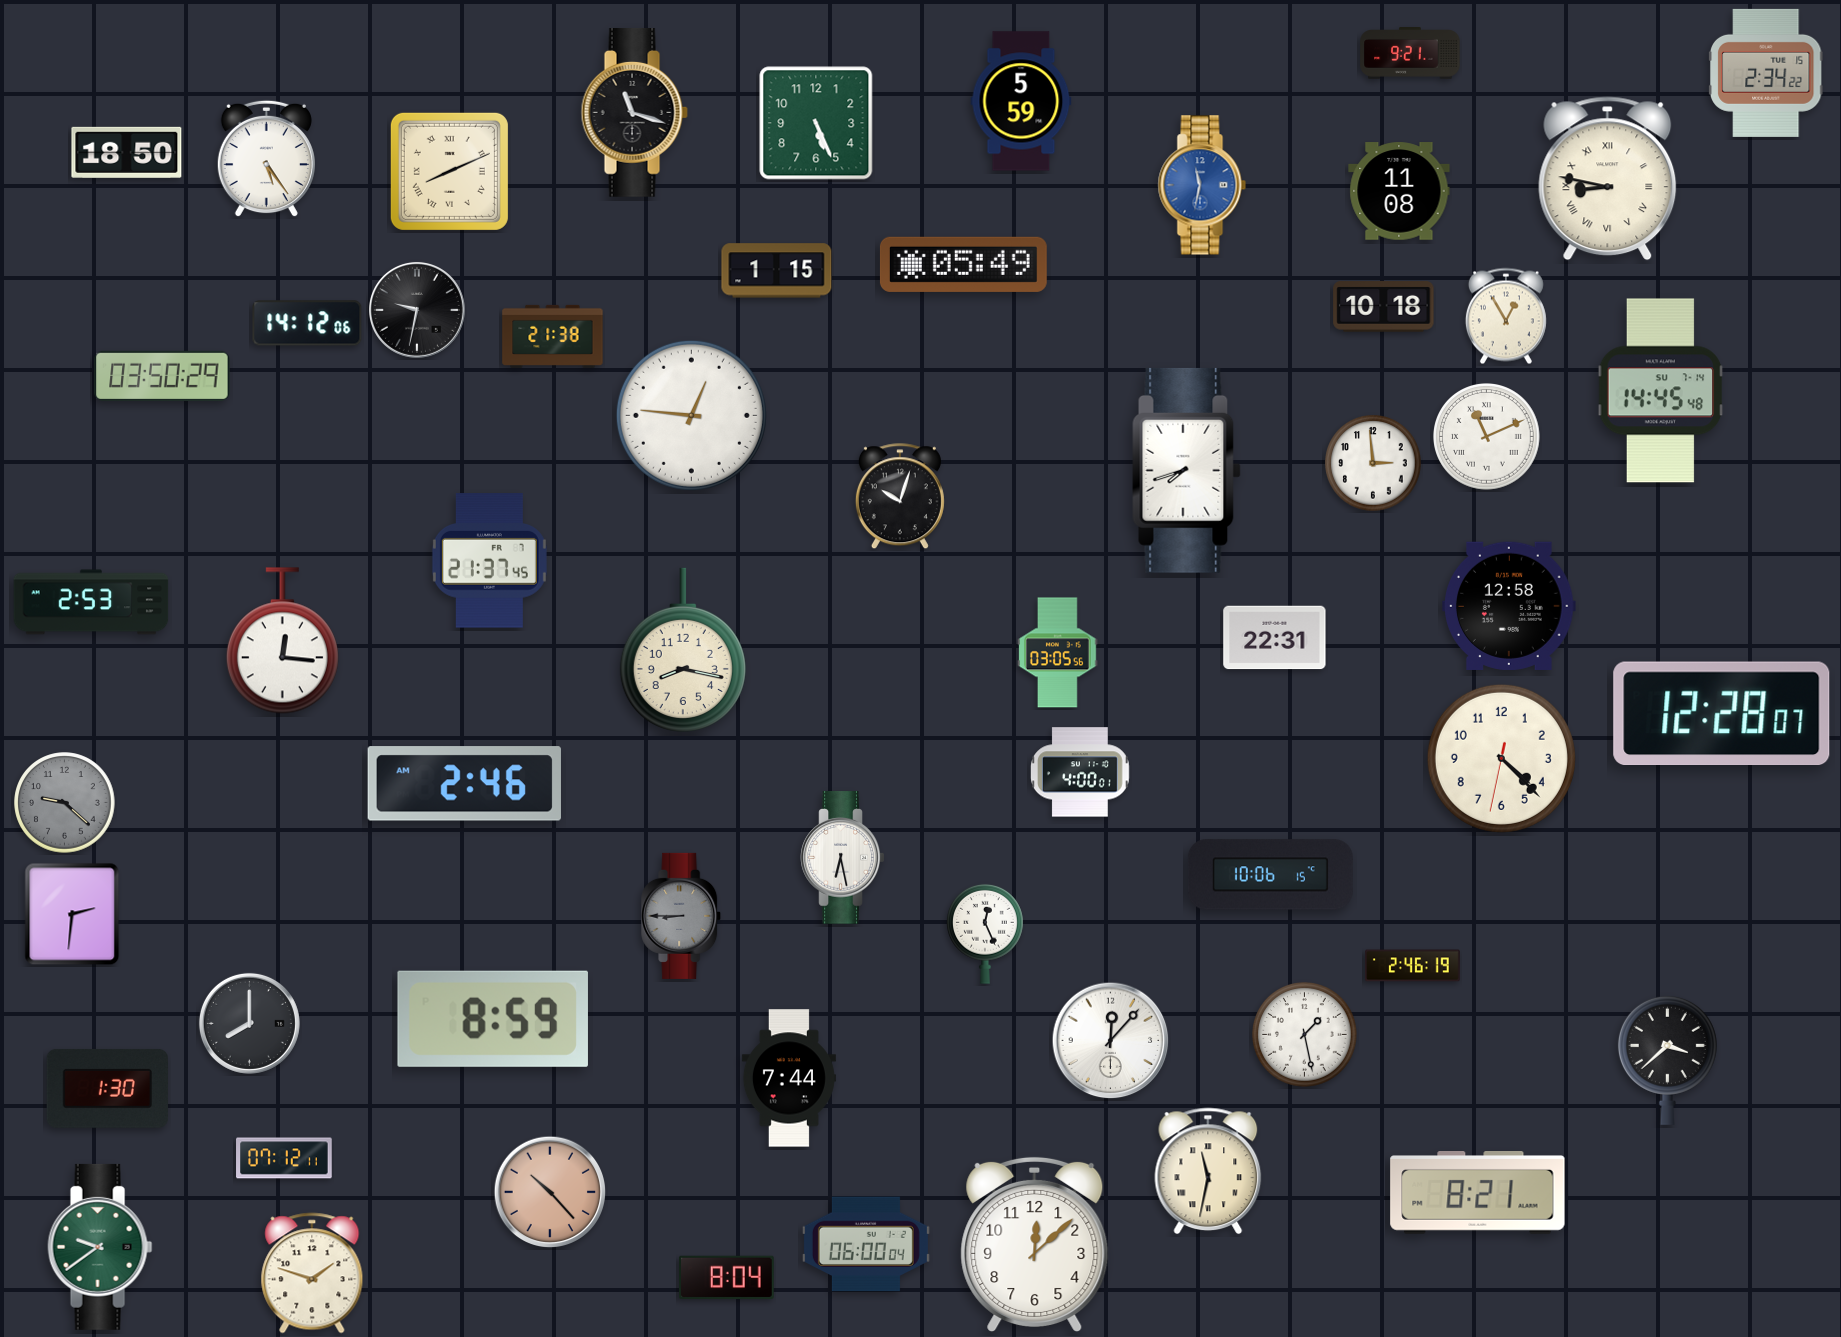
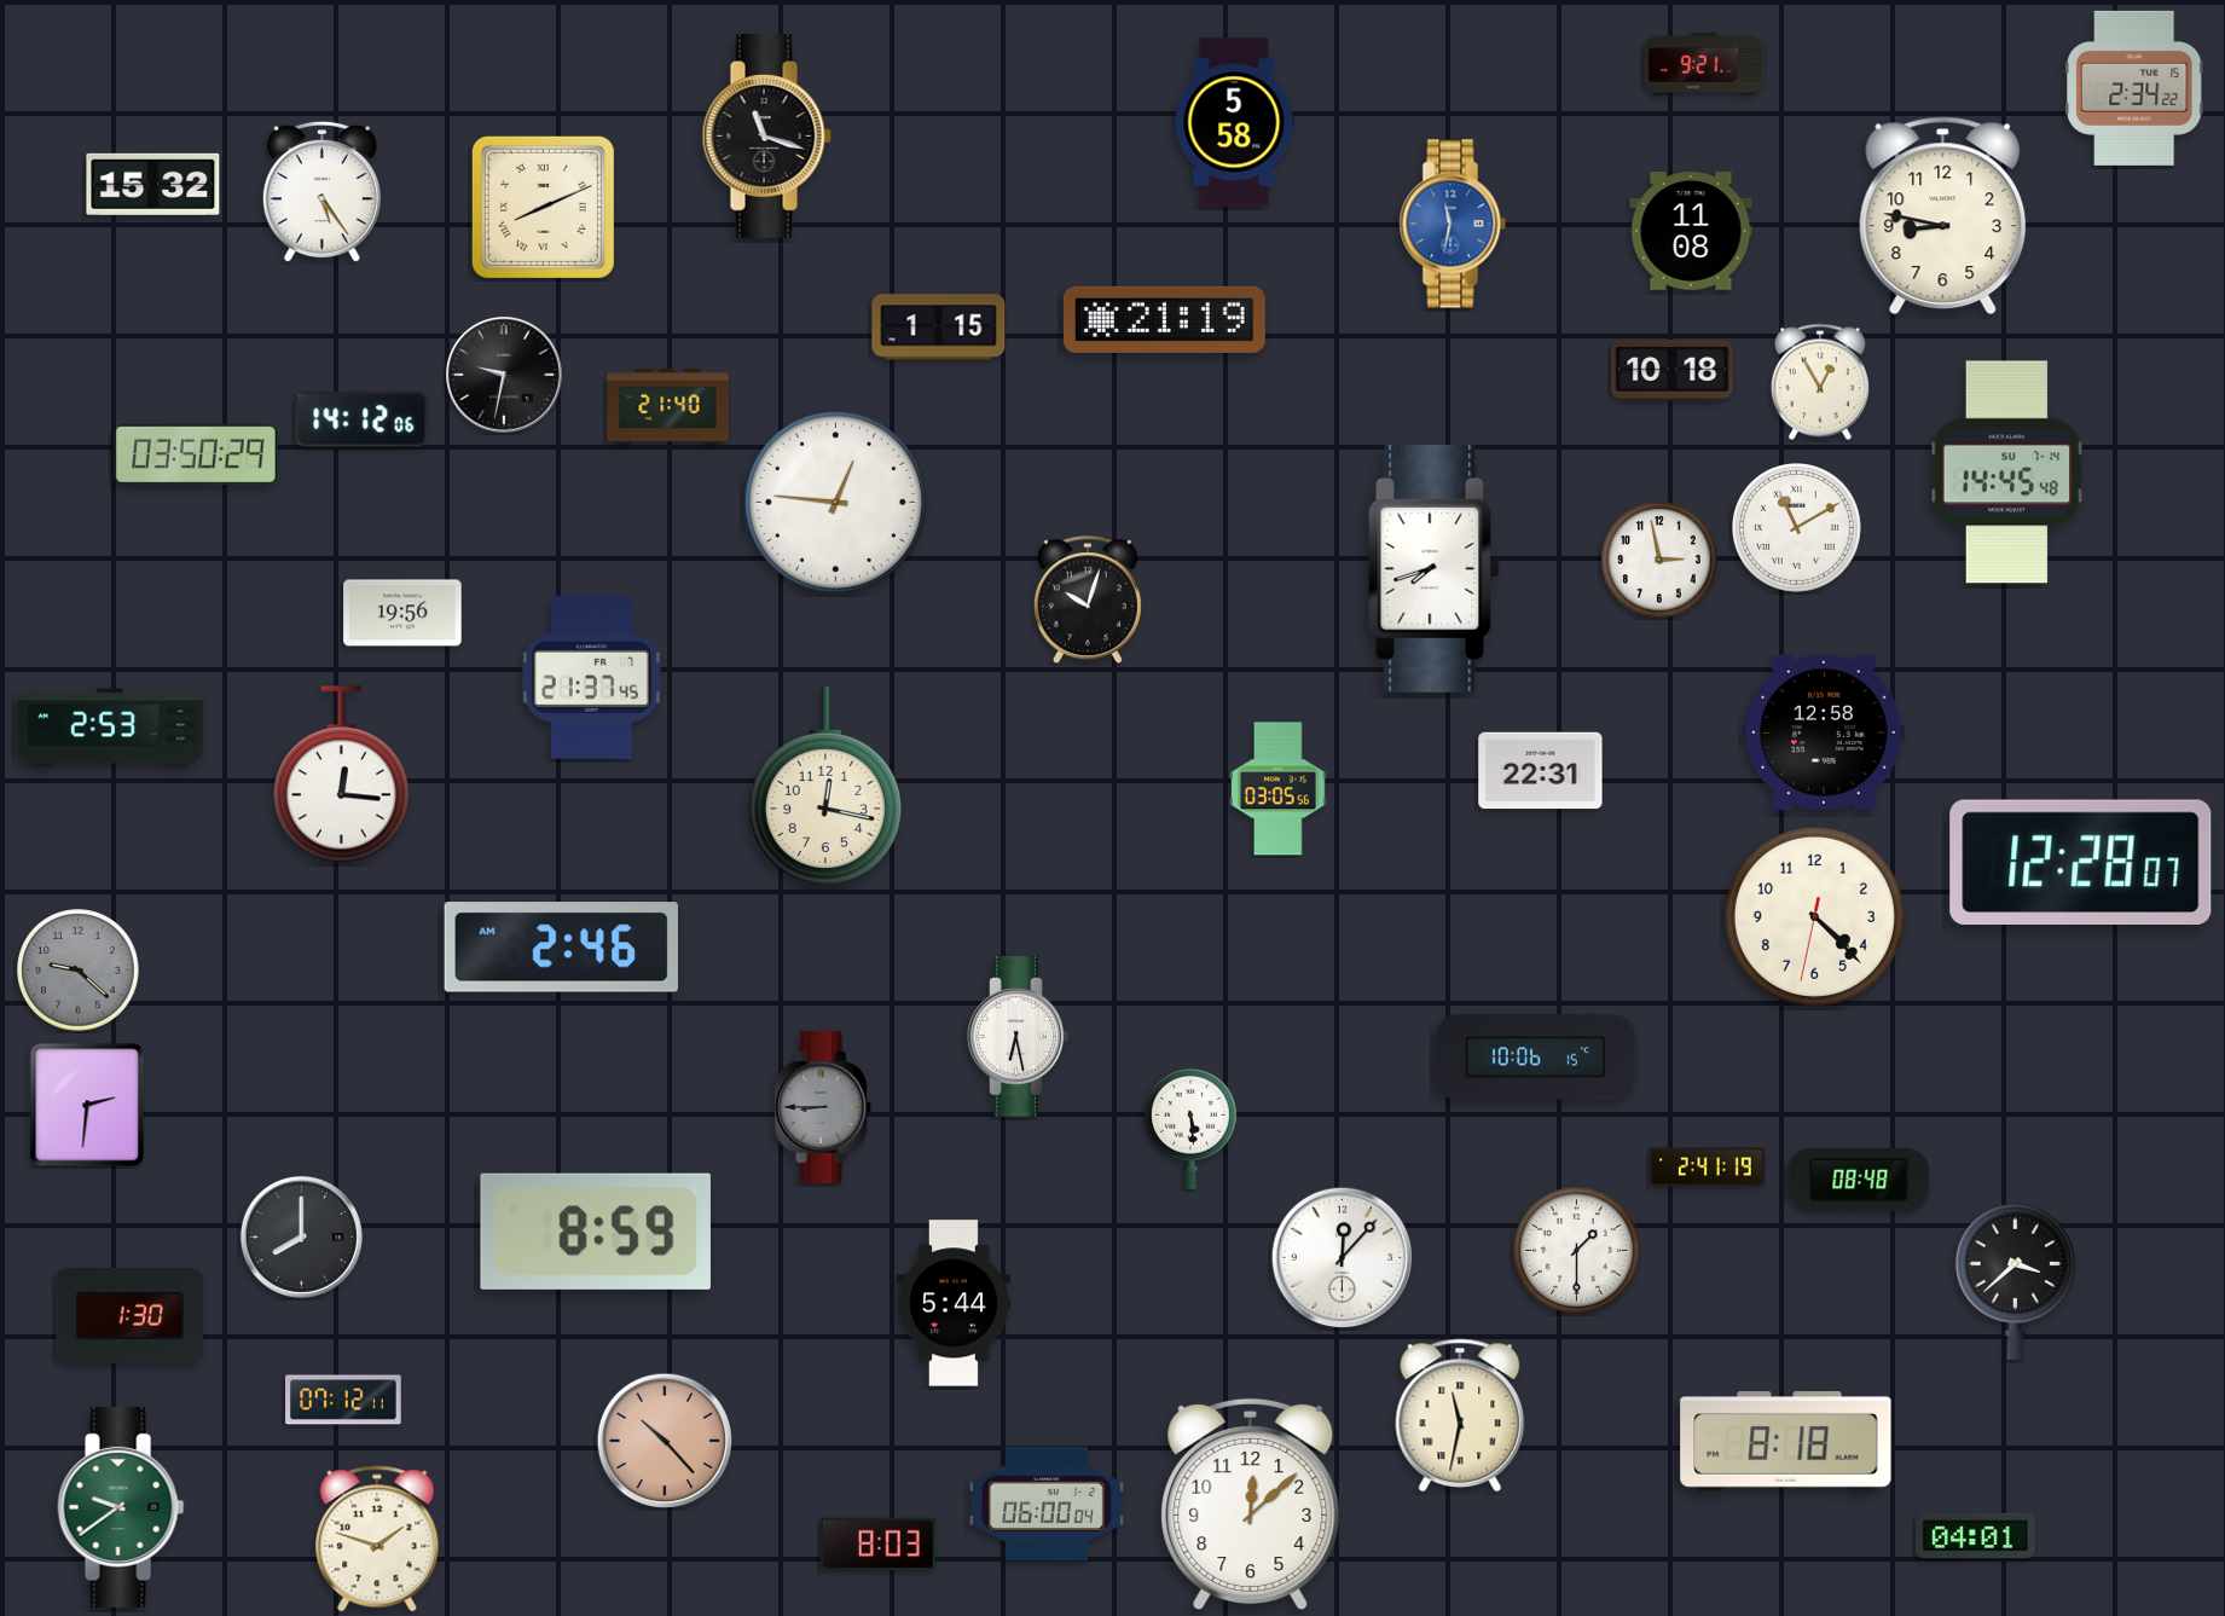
clock at (1021, 101): 5:59 -> 5:58
clock at (816, 123): 5:26 -> none
clock at (127, 152): 18:50 -> 15:32
clock at (1608, 179) numerals: Roman -> Arabic
clock at (963, 264): 05:49 -> 21:19
clock at (307, 323) position: (307, 323) -> (361, 419)
clock at (553, 336): 21:38 -> 21:40
clock at (1487, 437): 11:11 -> 11:10
clock at (1373, 463): 2:59 -> 2:58
clock at (402, 613): none -> 19:56
clock at (683, 649): 8:17 -> 12:17
clock at (1081, 772): 4:00 -> none
clock at (986, 934): 12:26 -> 5:29
clock at (1413, 966): 2:46 -> 2:41
clock at (1859, 1180): none -> 08:48
clock at (1305, 1035): 1:28 -> 1:30
clock at (789, 1078): 7:44 -> 5:44
clock at (1478, 1193): 8:21 -> 8:18
clock at (1976, 1536): none -> 04:01
clock at (726, 1277): 8:04 -> 8:03
